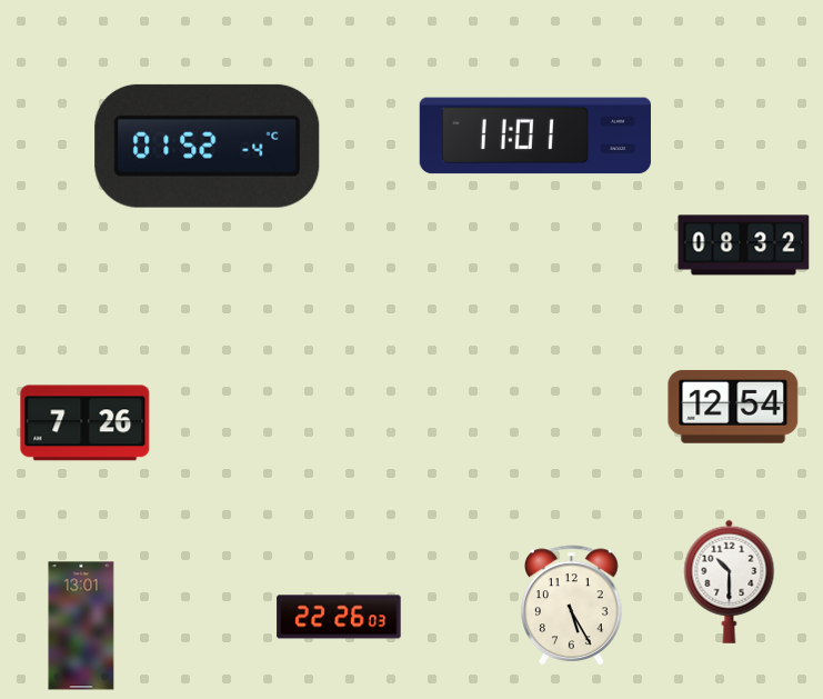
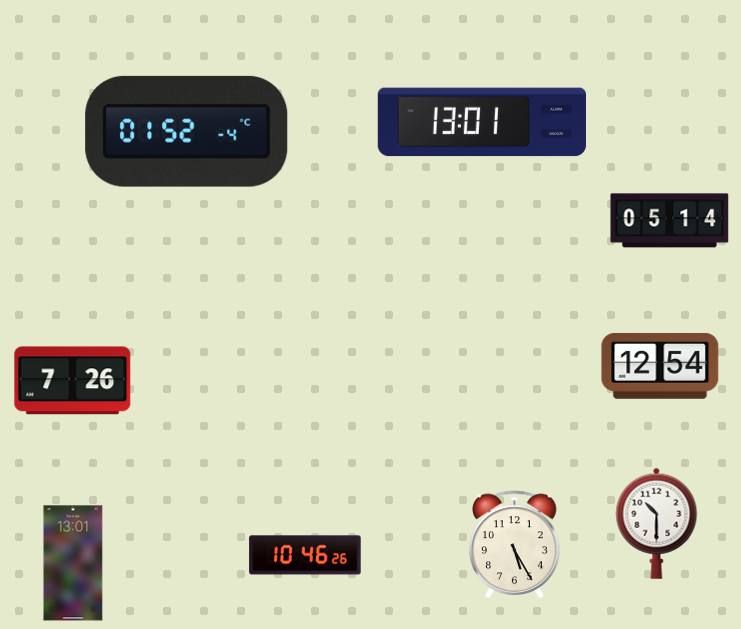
clock at (535, 136): 11:01 -> 13:01
clock at (744, 246): 08:32 -> 05:14
clock at (86, 423) position: (86, 423) -> (73, 381)
clock at (339, 617): 22:26 -> 10:46
